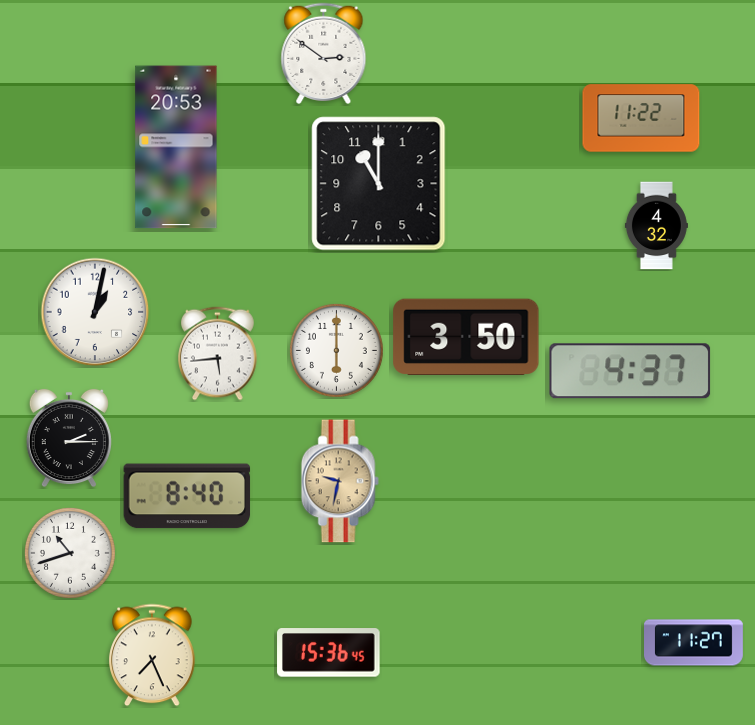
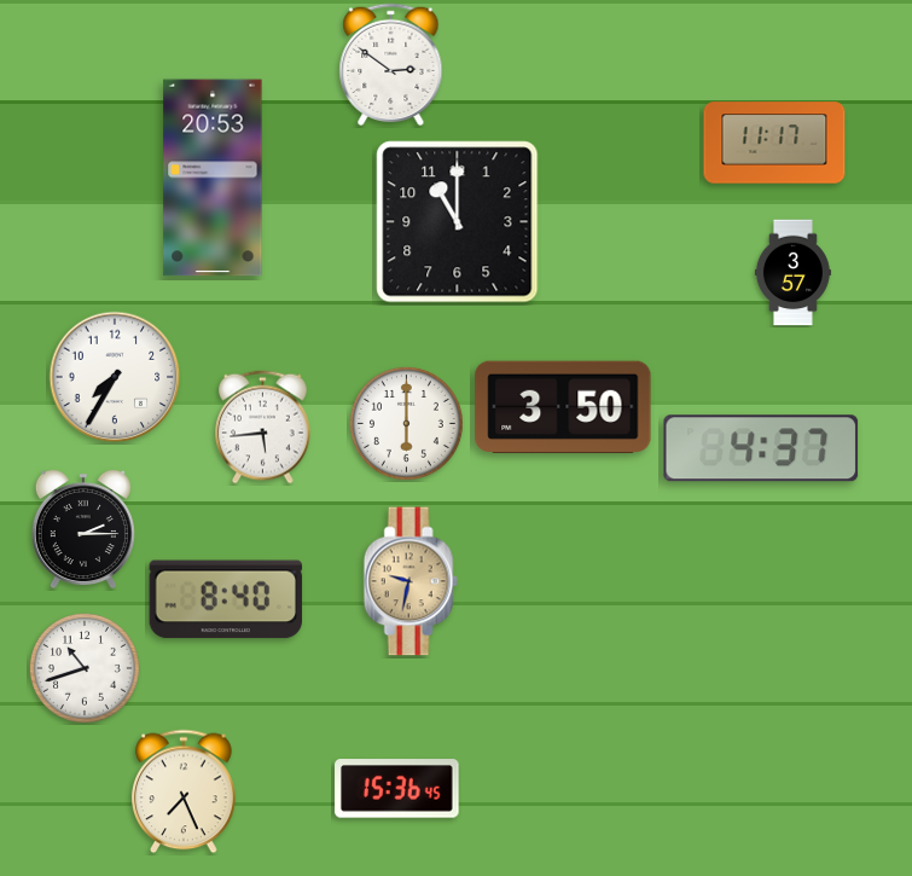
clock at (641, 118): 11:22 -> 11:17
clock at (656, 226): 4:32 -> 3:57
clock at (95, 312): 1:02 -> 7:35
clock at (694, 643): 11:27 -> none
